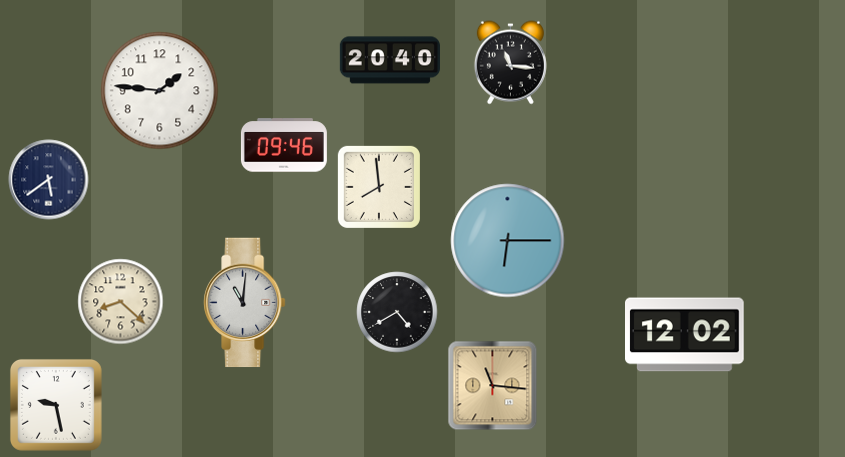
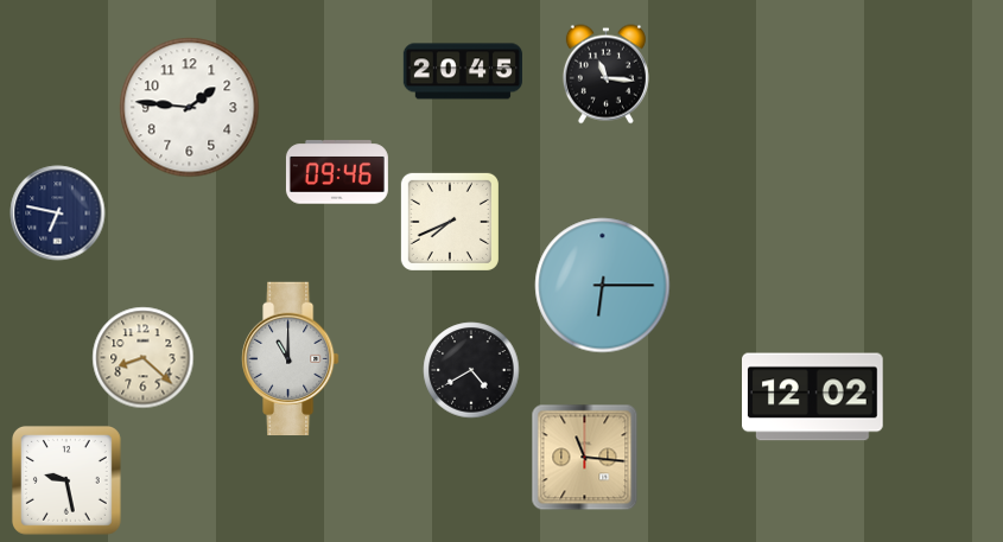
clock at (390, 60): 20:40 -> 20:45
clock at (49, 180): 5:39 -> 6:47
clock at (379, 187): 7:59 -> 7:41
clock at (245, 303): 11:01 -> 11:00
